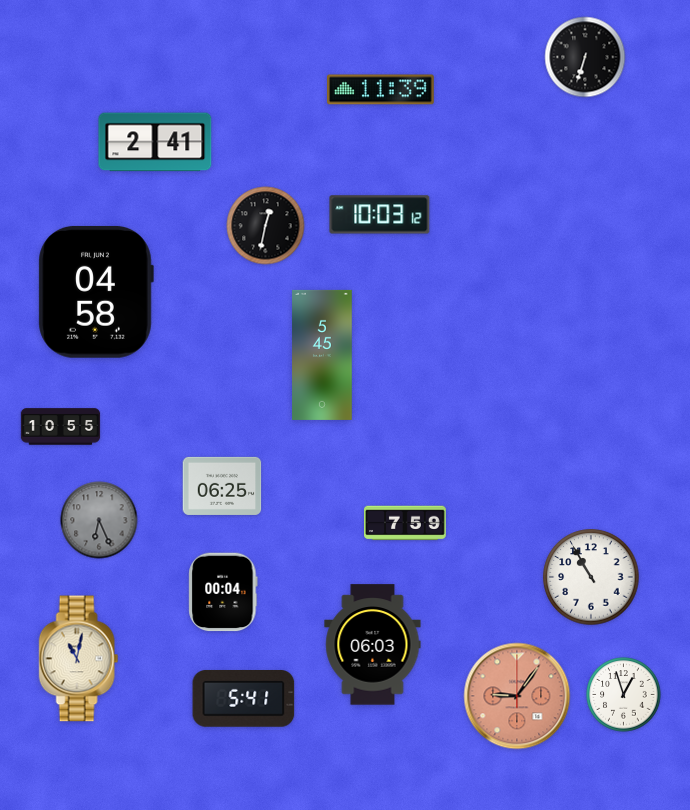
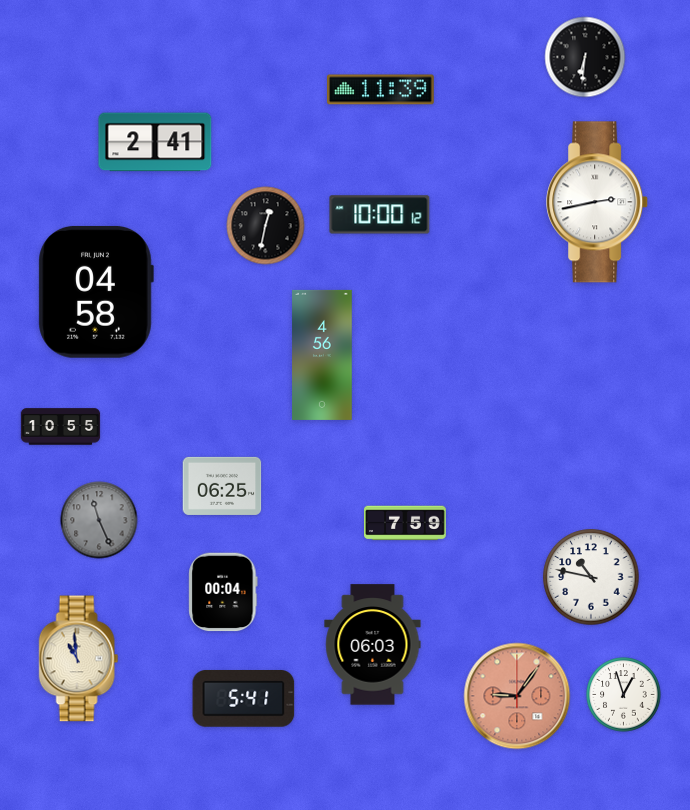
clock at (585, 57): 6:33 -> 6:31
clock at (598, 202): none -> 2:43
clock at (380, 215): 10:03 -> 10:00
clock at (322, 355): 5:45 -> 4:56
clock at (99, 520): 6:26 -> 11:26
clock at (591, 577): 10:55 -> 10:47
clock at (79, 659): 11:02 -> 10:59
